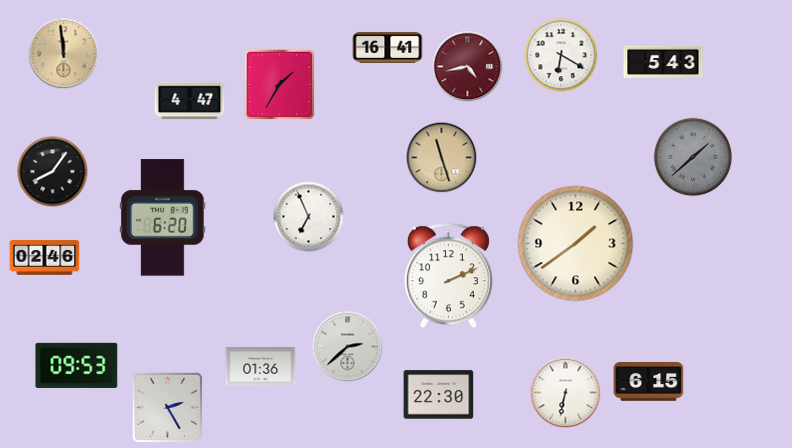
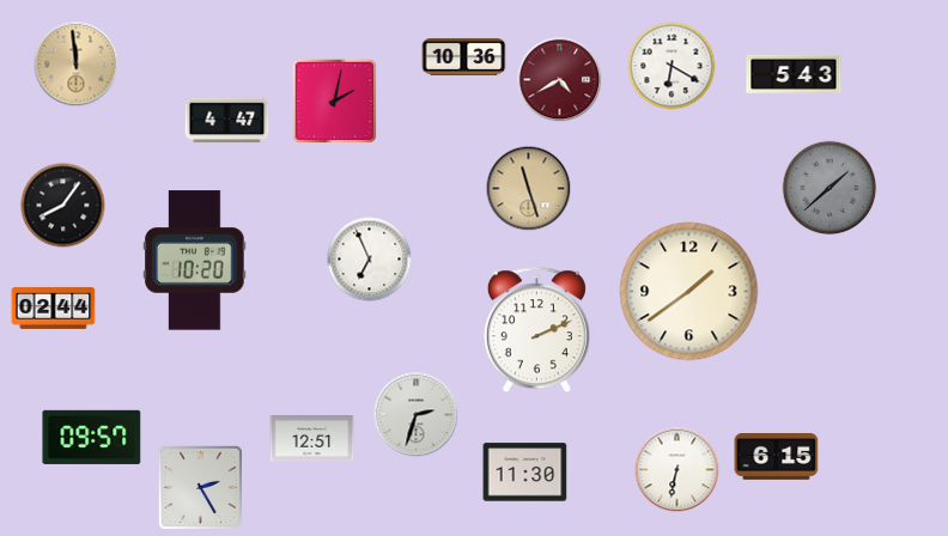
clock at (388, 47): 16:41 -> 10:36
clock at (468, 67): 4:43 -> 4:40
clock at (280, 85): 1:35 -> 2:02
clock at (163, 218): 6:20 -> 10:20
clock at (45, 257): 02:46 -> 02:44
clock at (348, 347): 2:38 -> 2:33
clock at (77, 365): 09:53 -> 09:57
clock at (261, 367): 01:36 -> 12:51
clock at (439, 395): 22:30 -> 11:30
